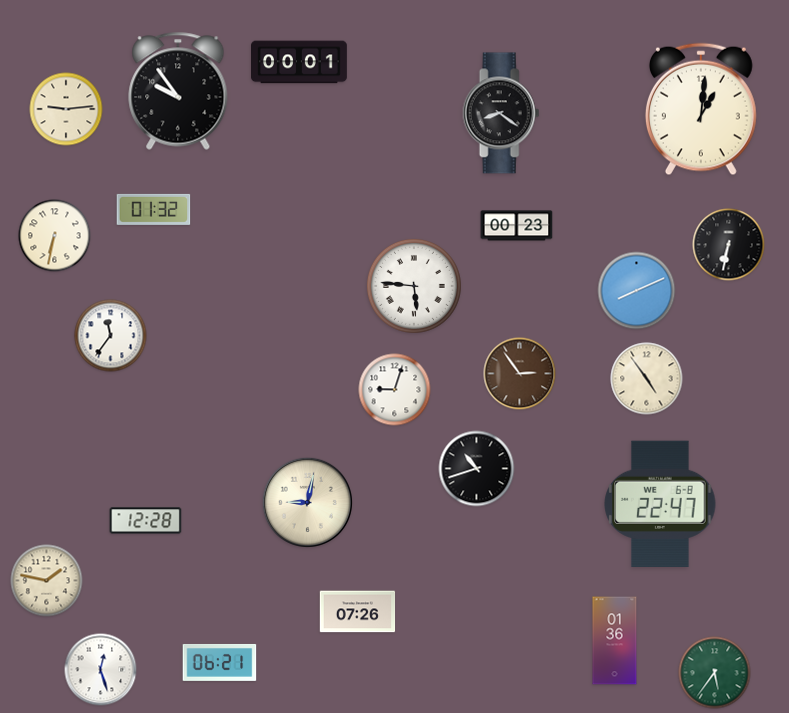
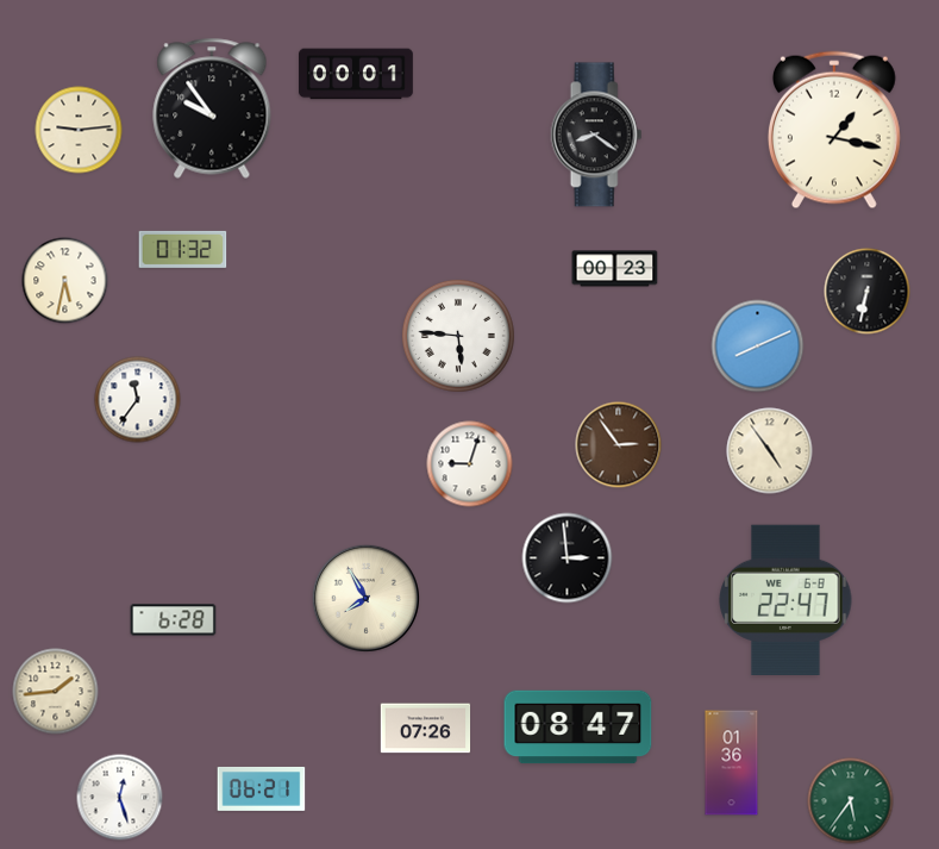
clock at (701, 109): 1:01 -> 1:17
clock at (55, 236): 6:32 -> 5:32
clock at (414, 286) position: (414, 286) -> (458, 336)
clock at (111, 336) position: (111, 336) -> (138, 400)
clock at (477, 469): 10:42 -> 2:59
clock at (307, 502): 9:02 -> 7:55
clock at (146, 521): 12:28 -> 6:28
clock at (47, 581): 1:47 -> 1:44
clock at (578, 728): none -> 08:47
